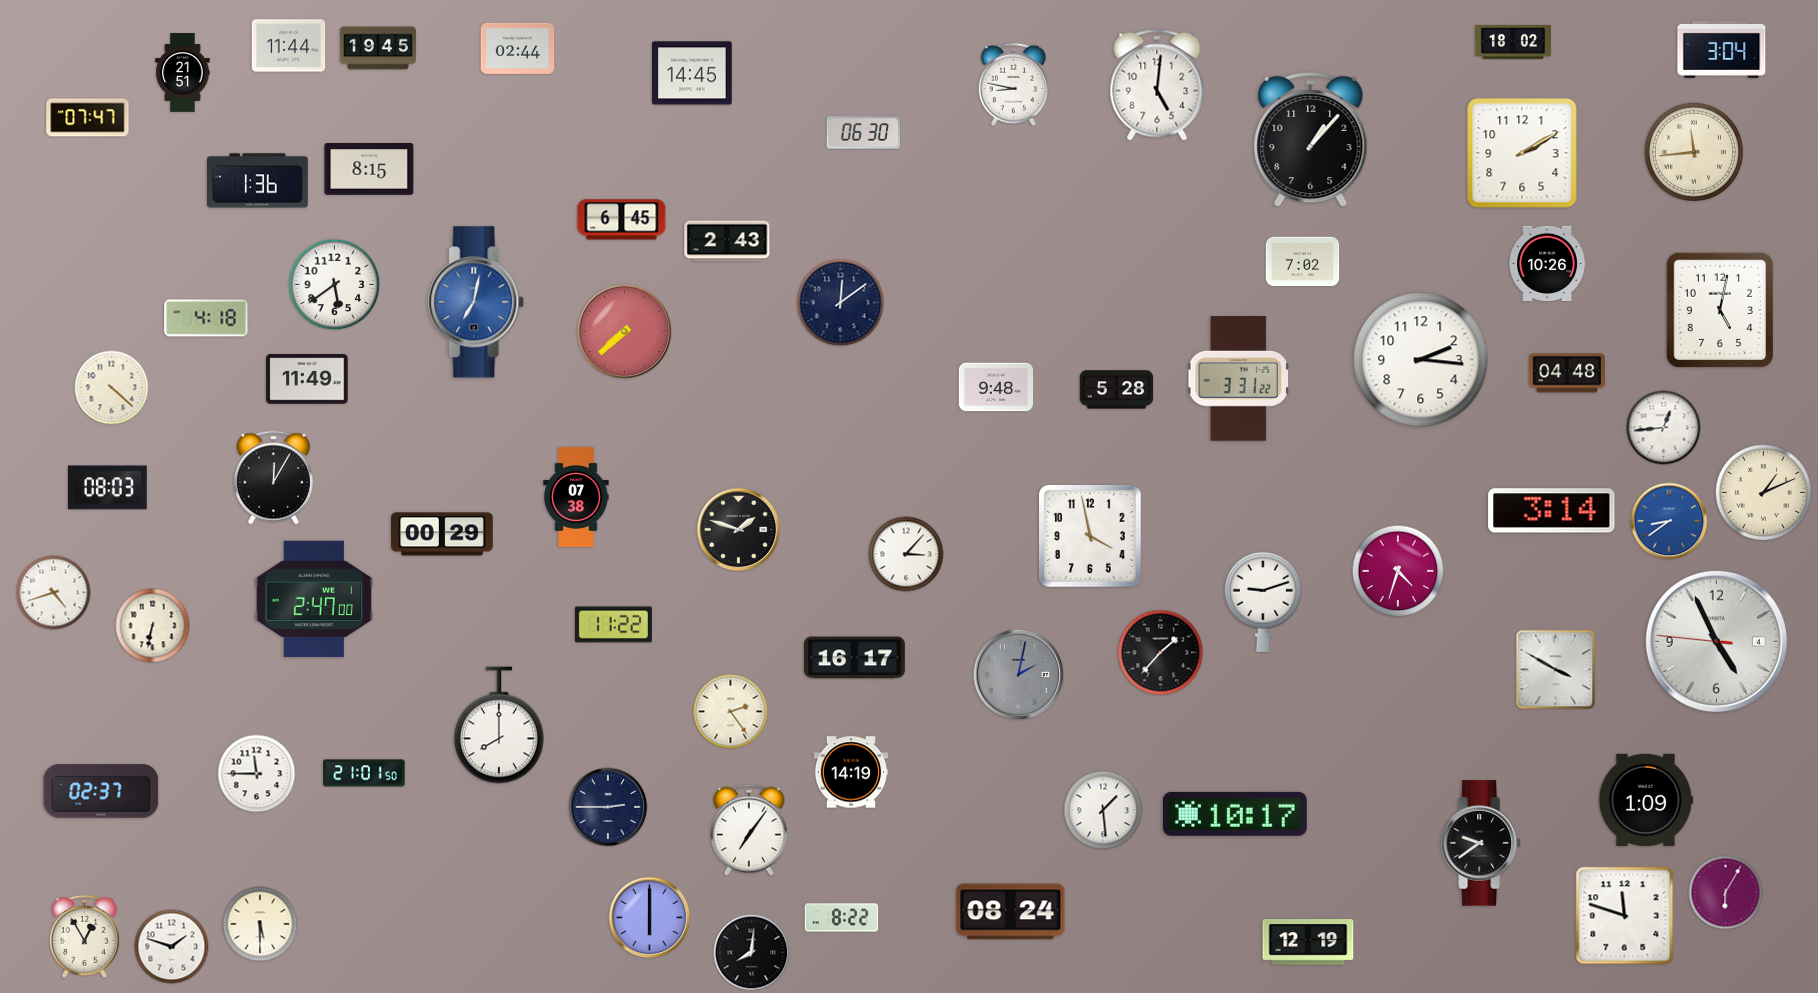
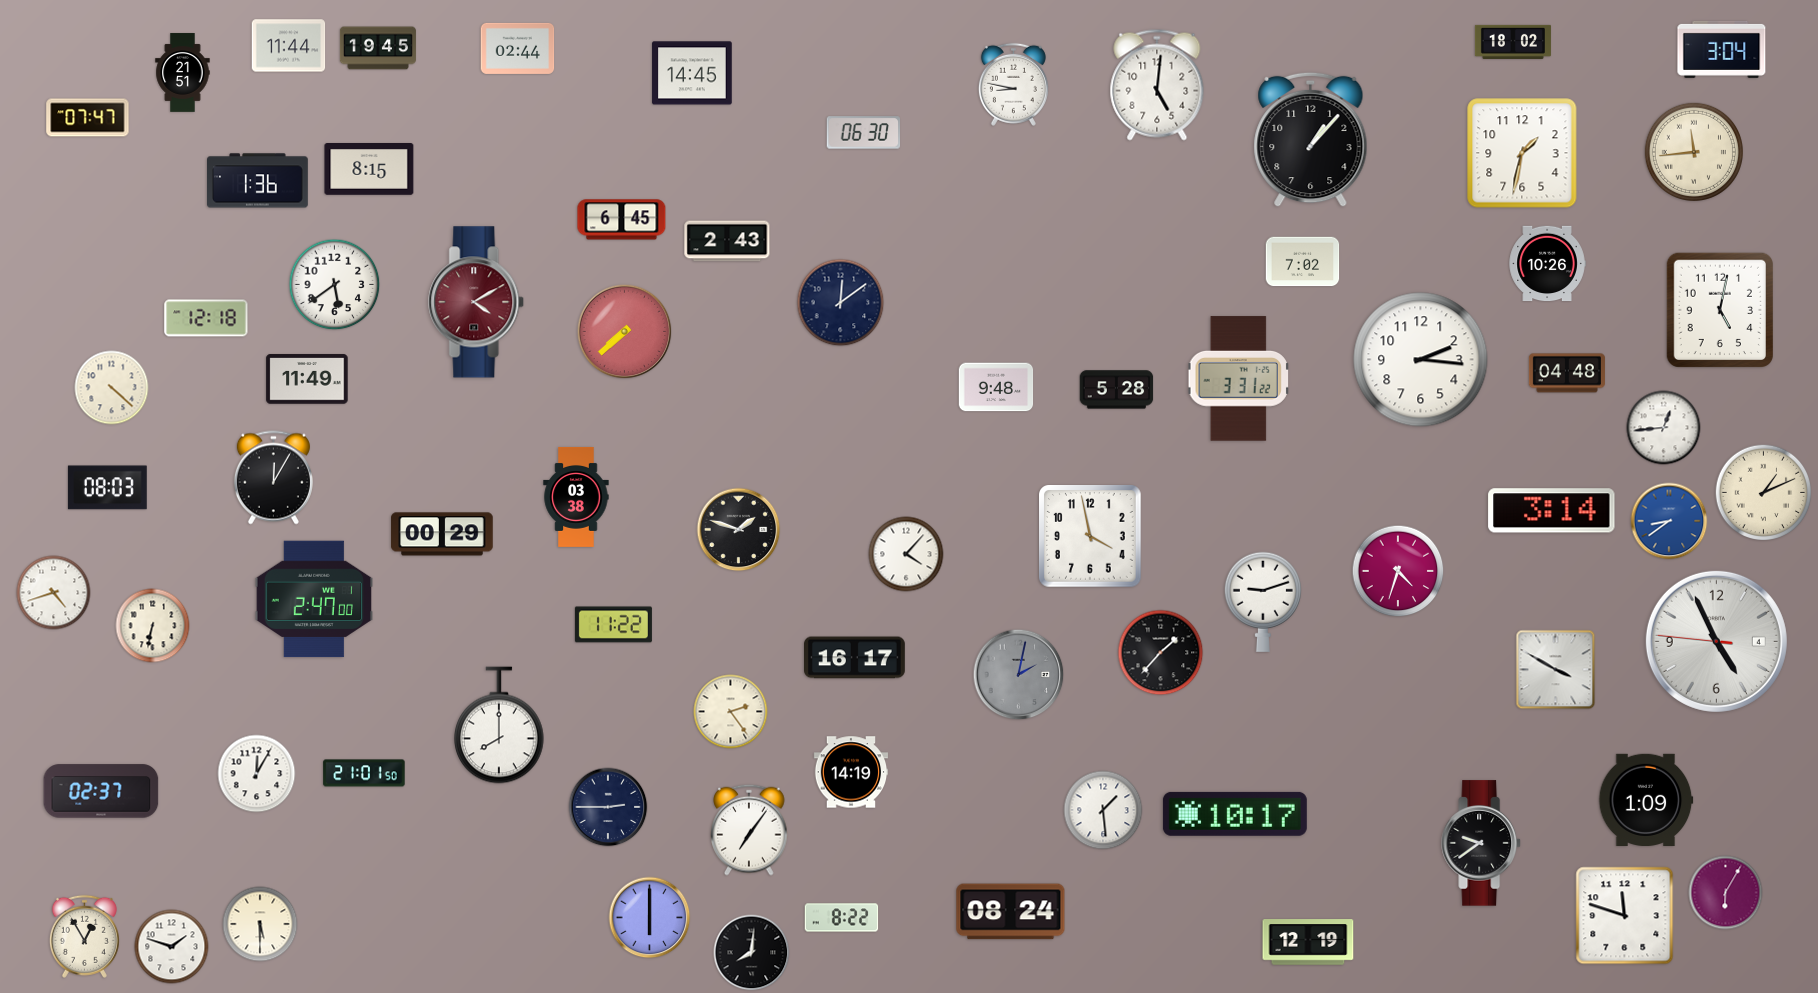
clock at (1522, 153): 2:10 -> 1:32
clock at (477, 302): 7:02 -> 4:10
clock at (477, 302) dial: blue -> burgundy
clock at (206, 318): 4:18 -> 12:18
clock at (576, 498): 07:38 -> 03:38
clock at (906, 554): 3:07 -> 4:07
clock at (257, 774): 11:45 -> 12:05
